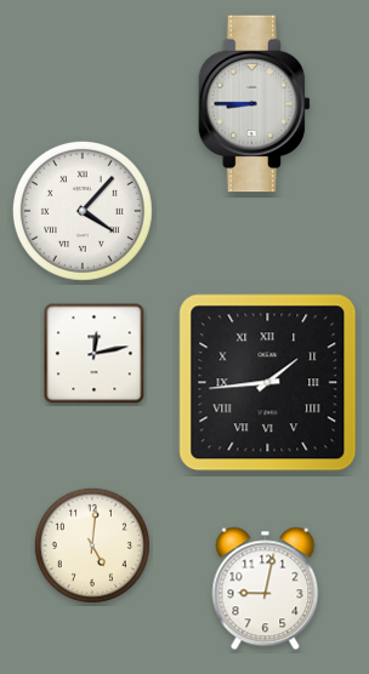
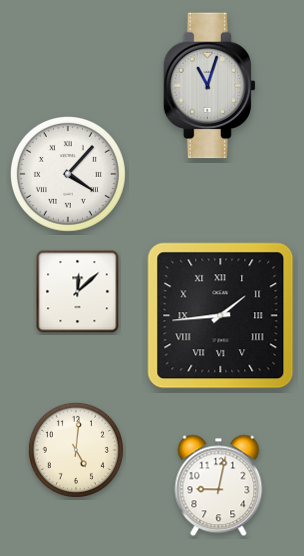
clock at (255, 104): 8:45 -> 11:03
clock at (95, 354): 12:13 -> 12:08
